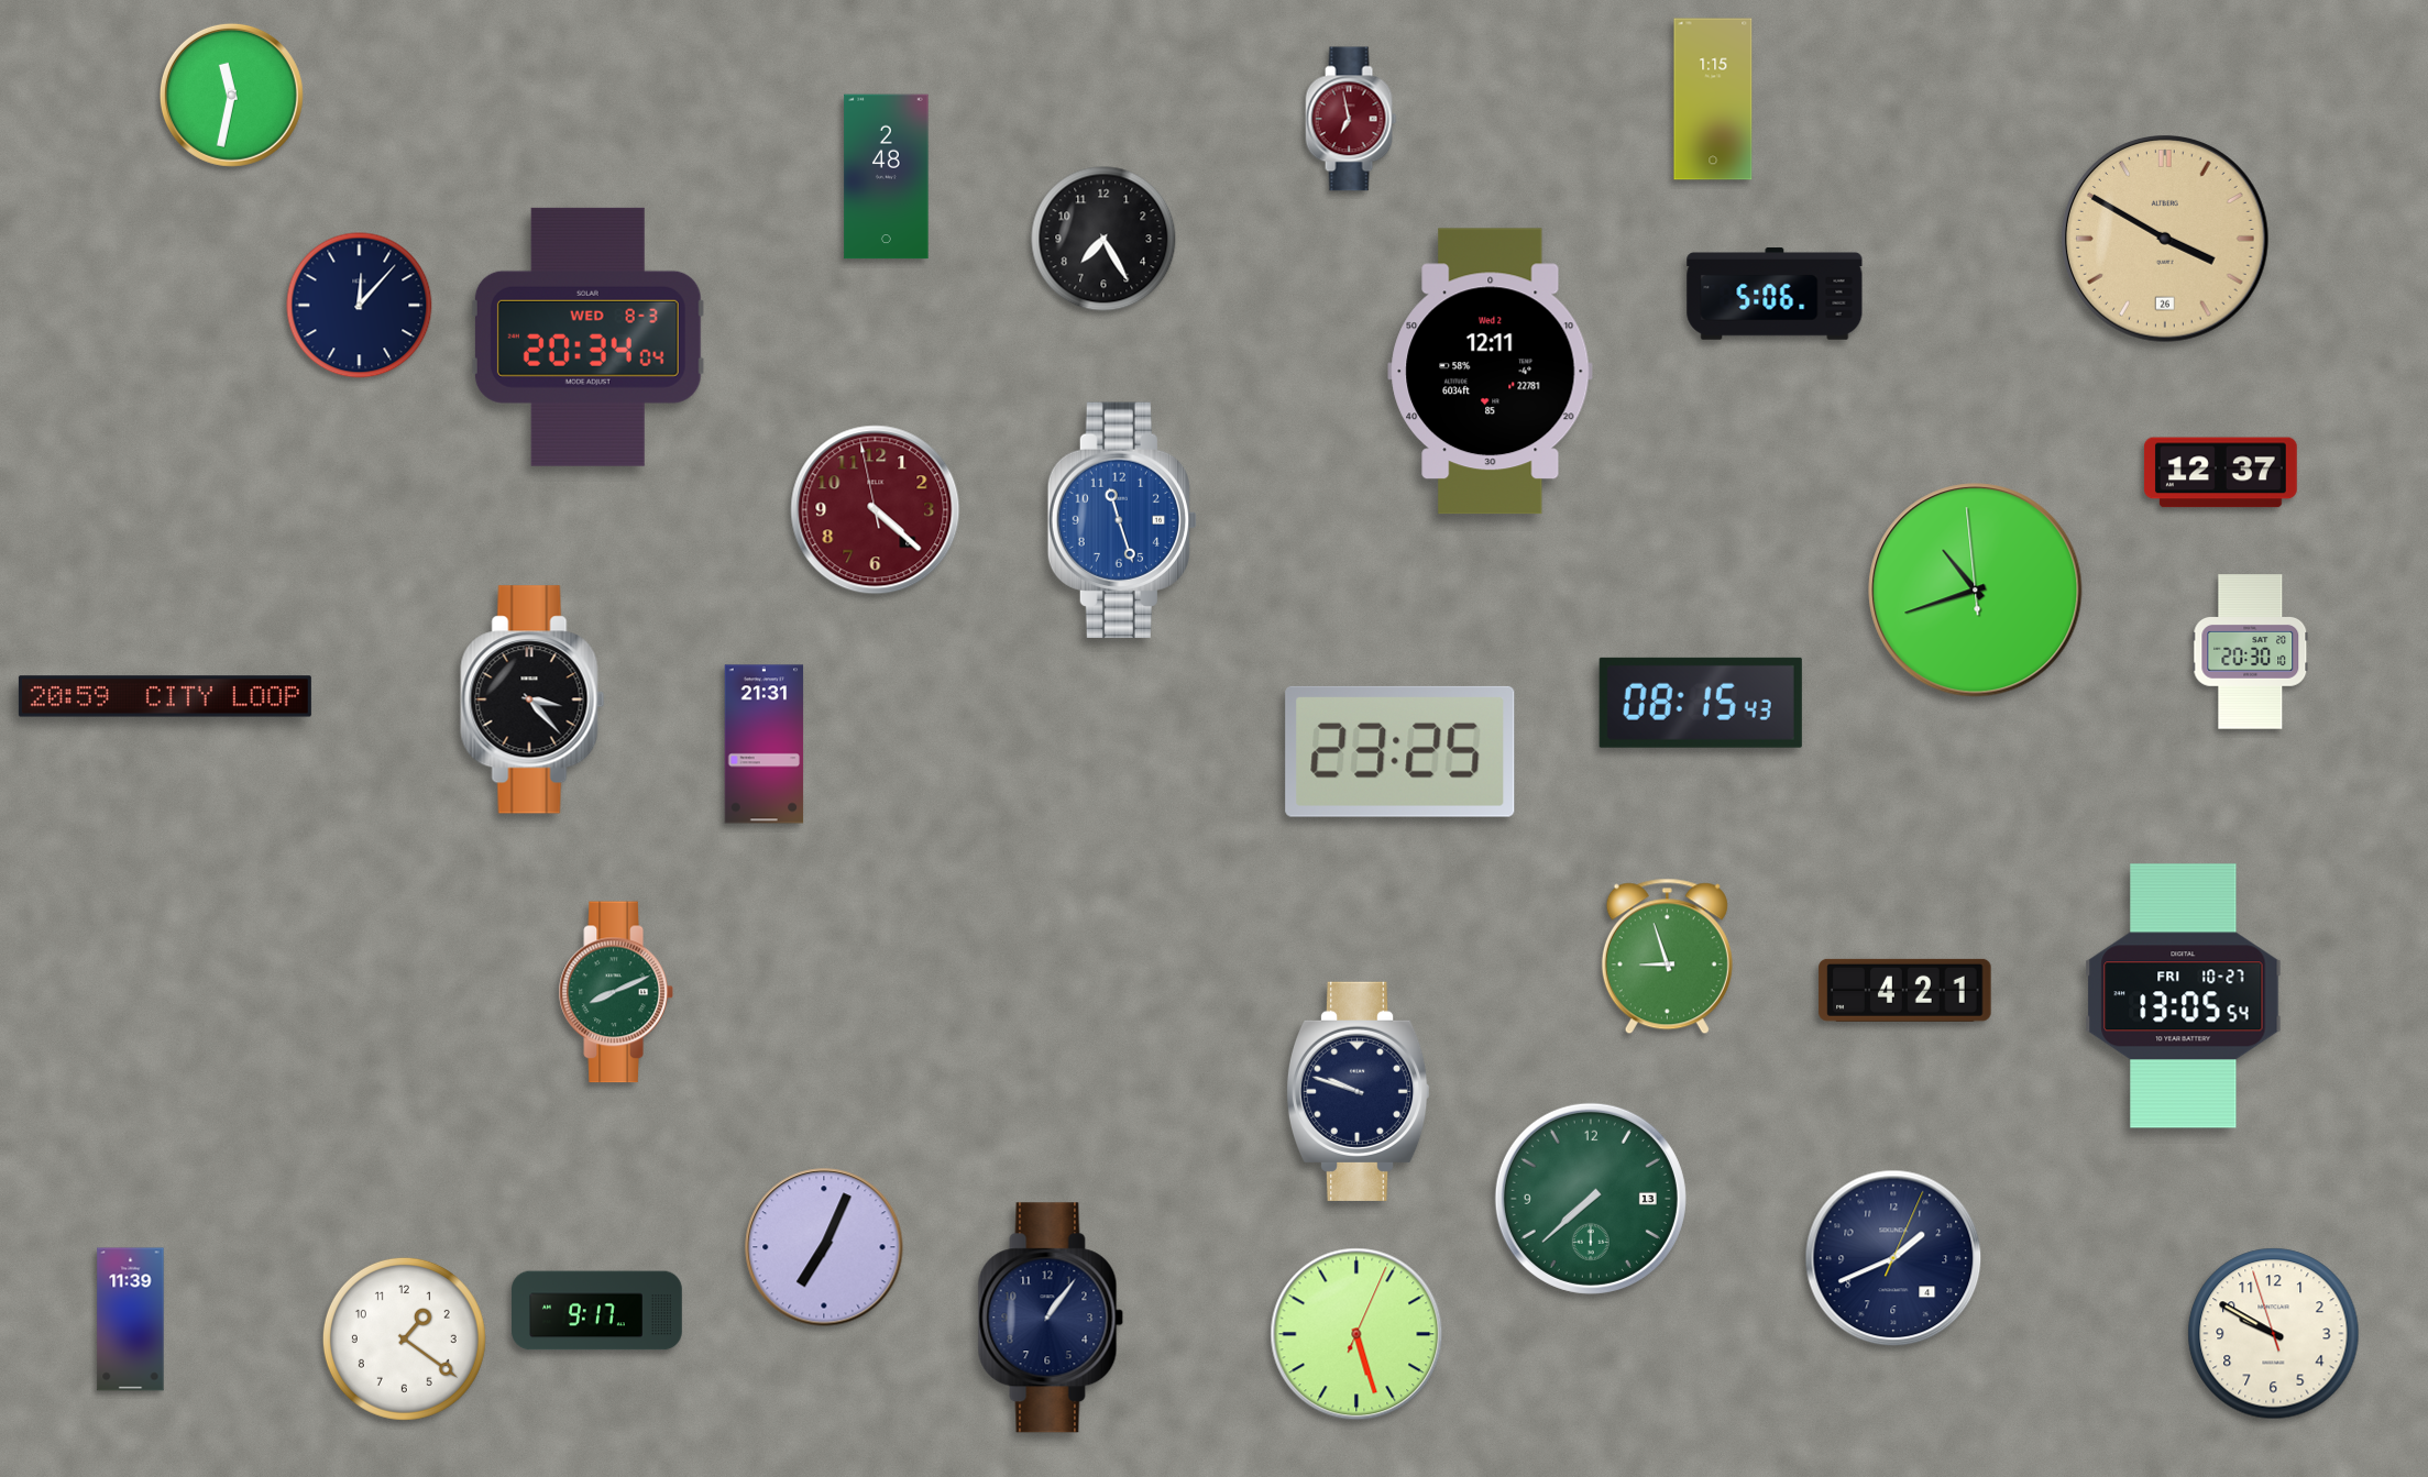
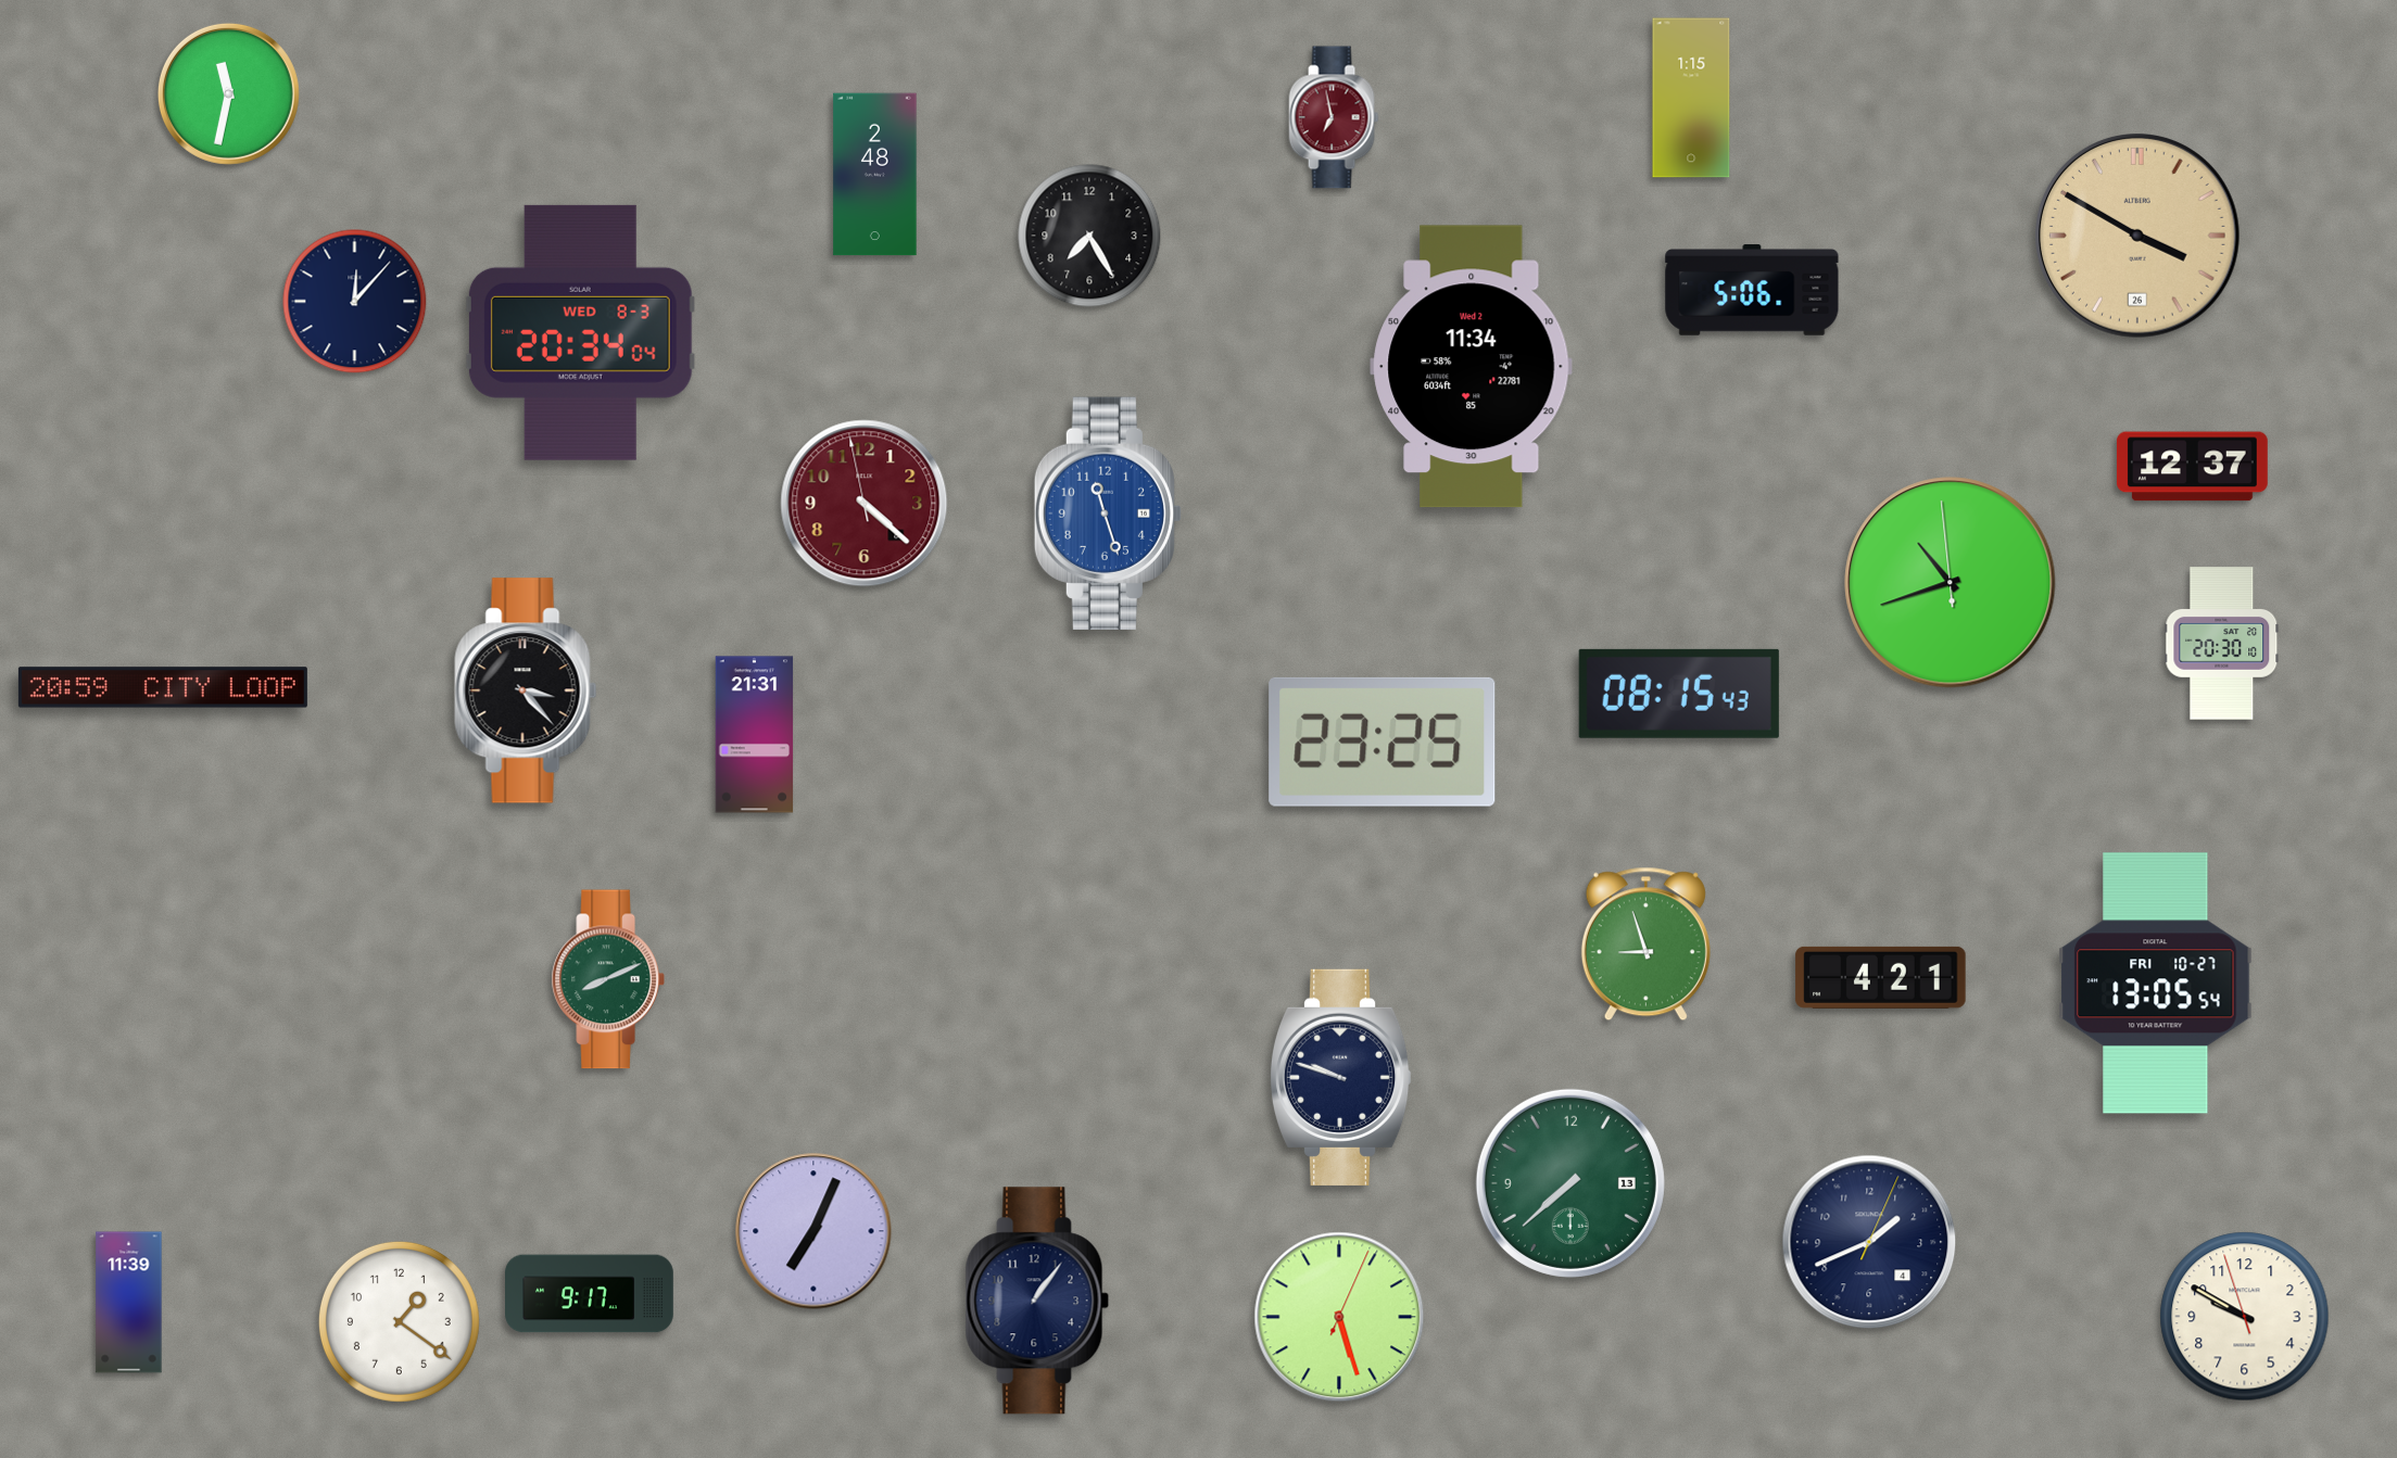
clock at (1491, 372): 12:11 -> 11:34
